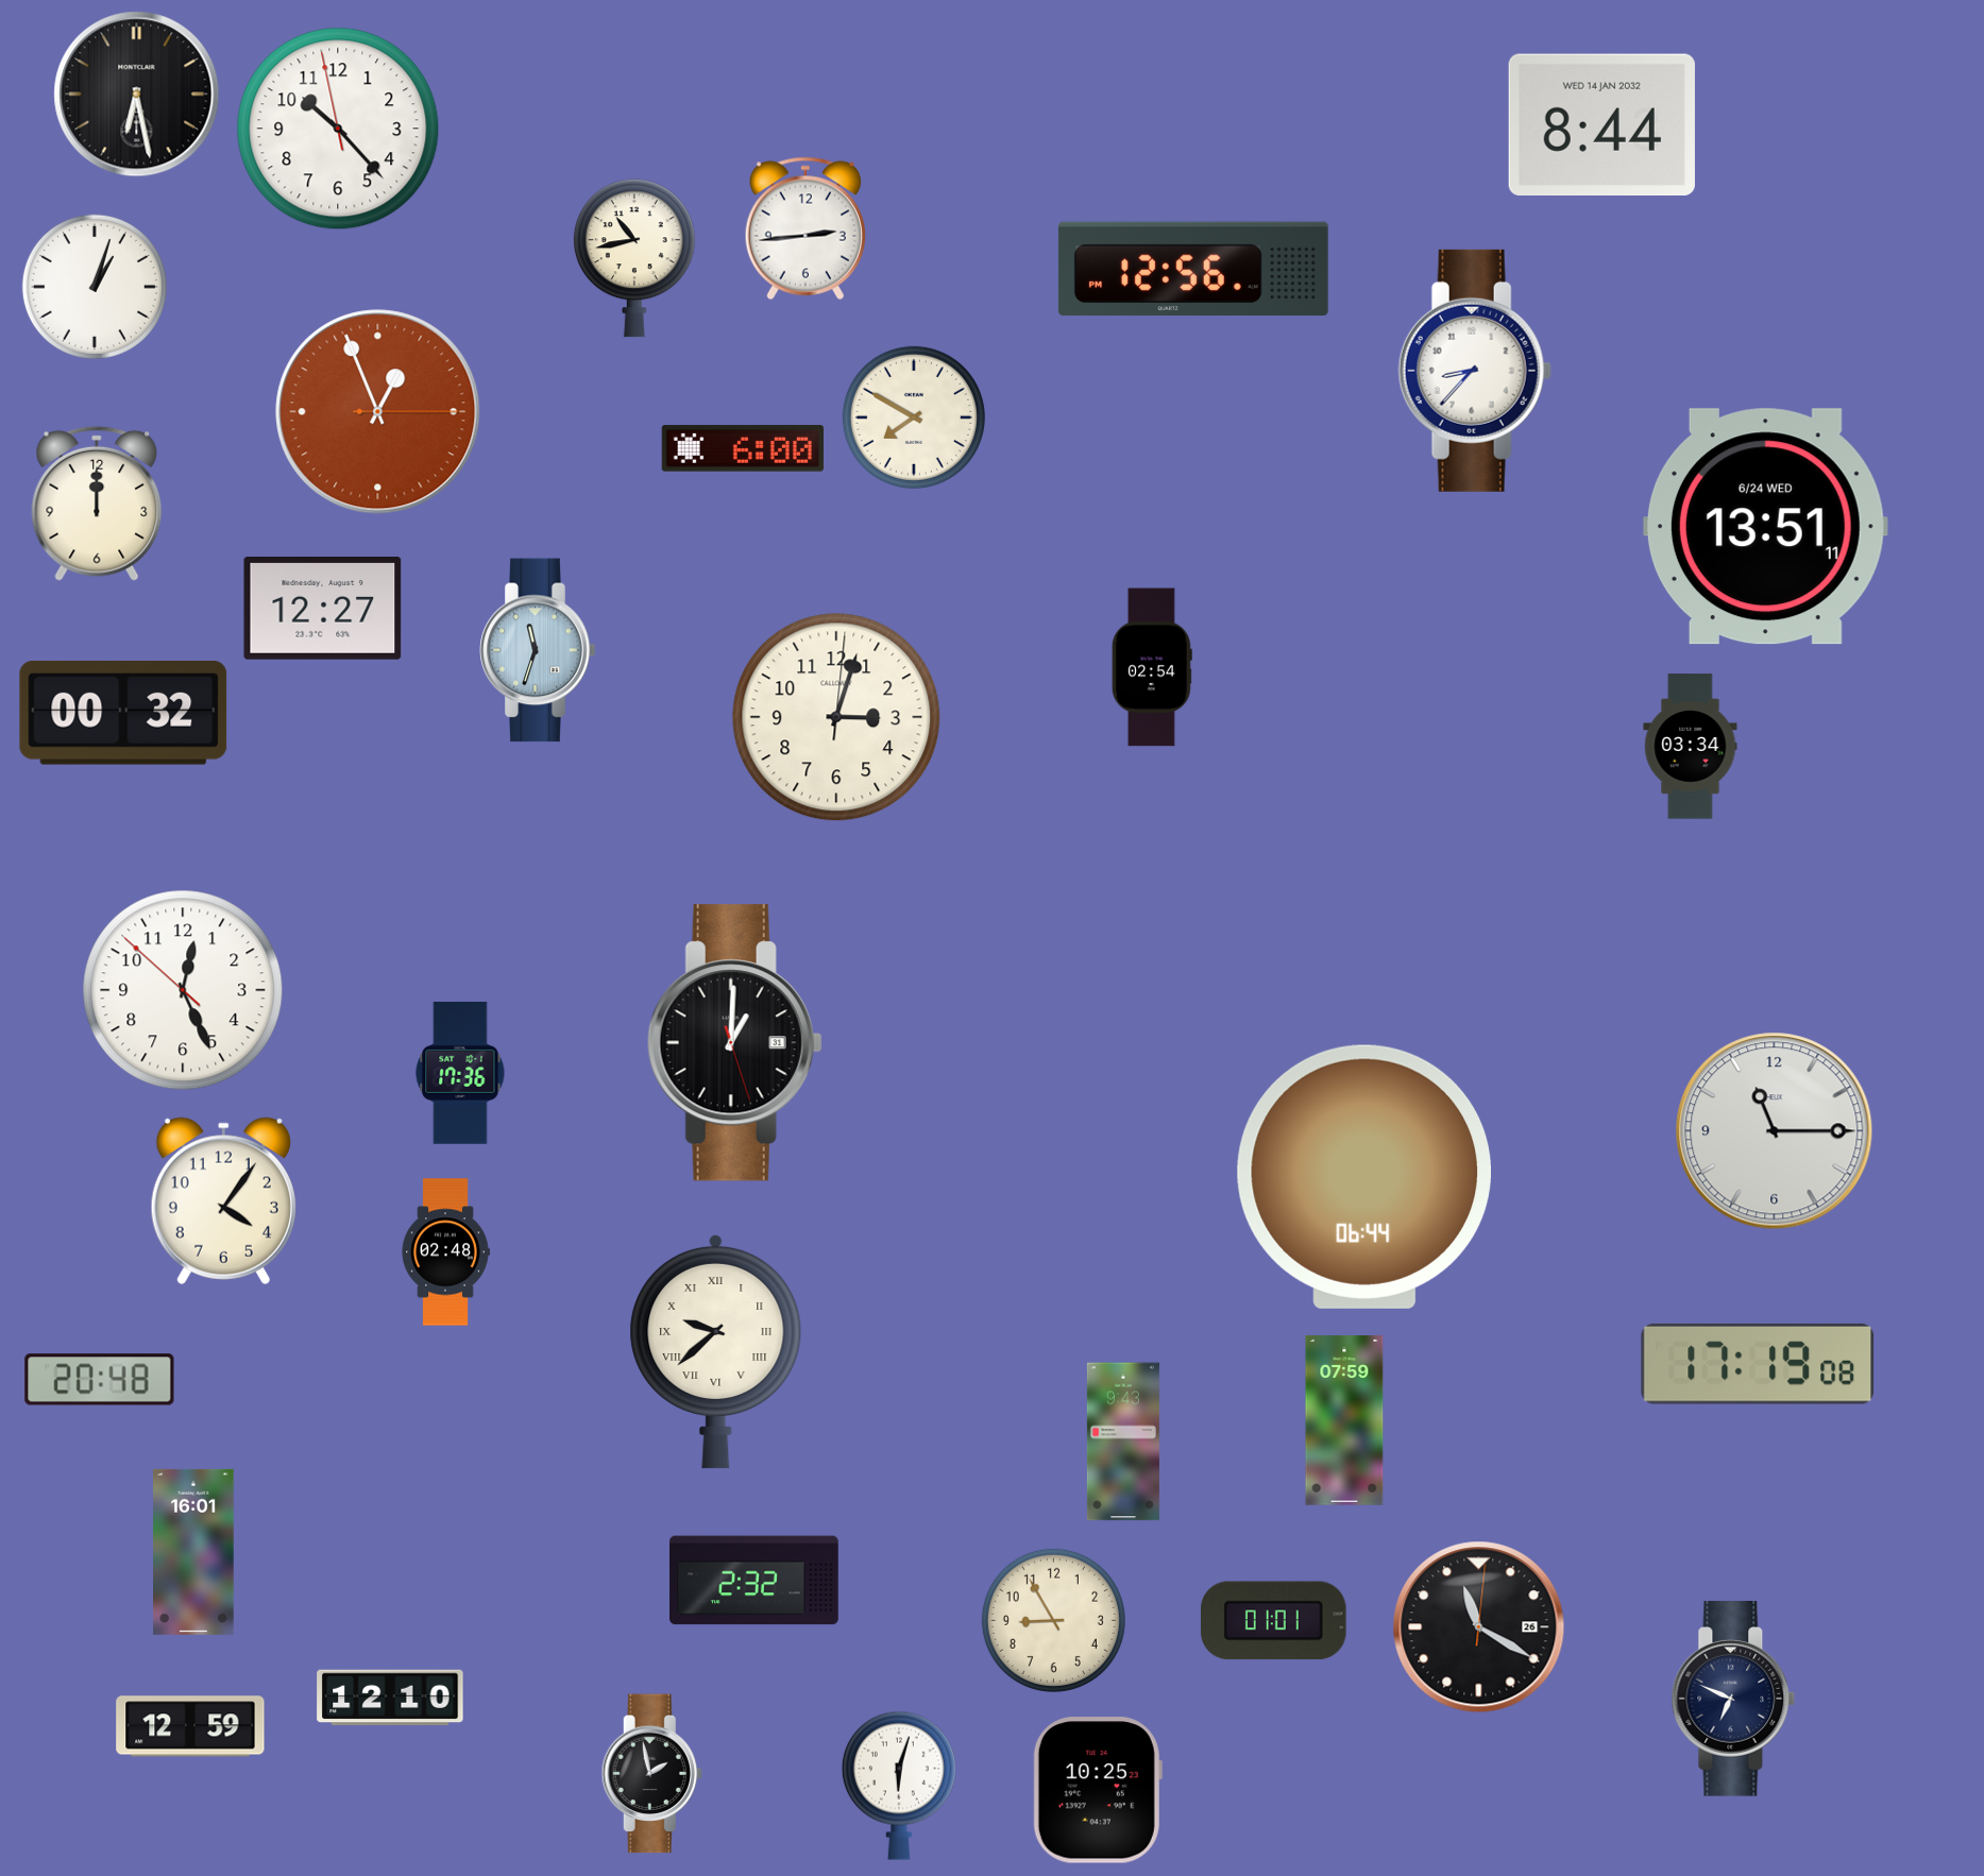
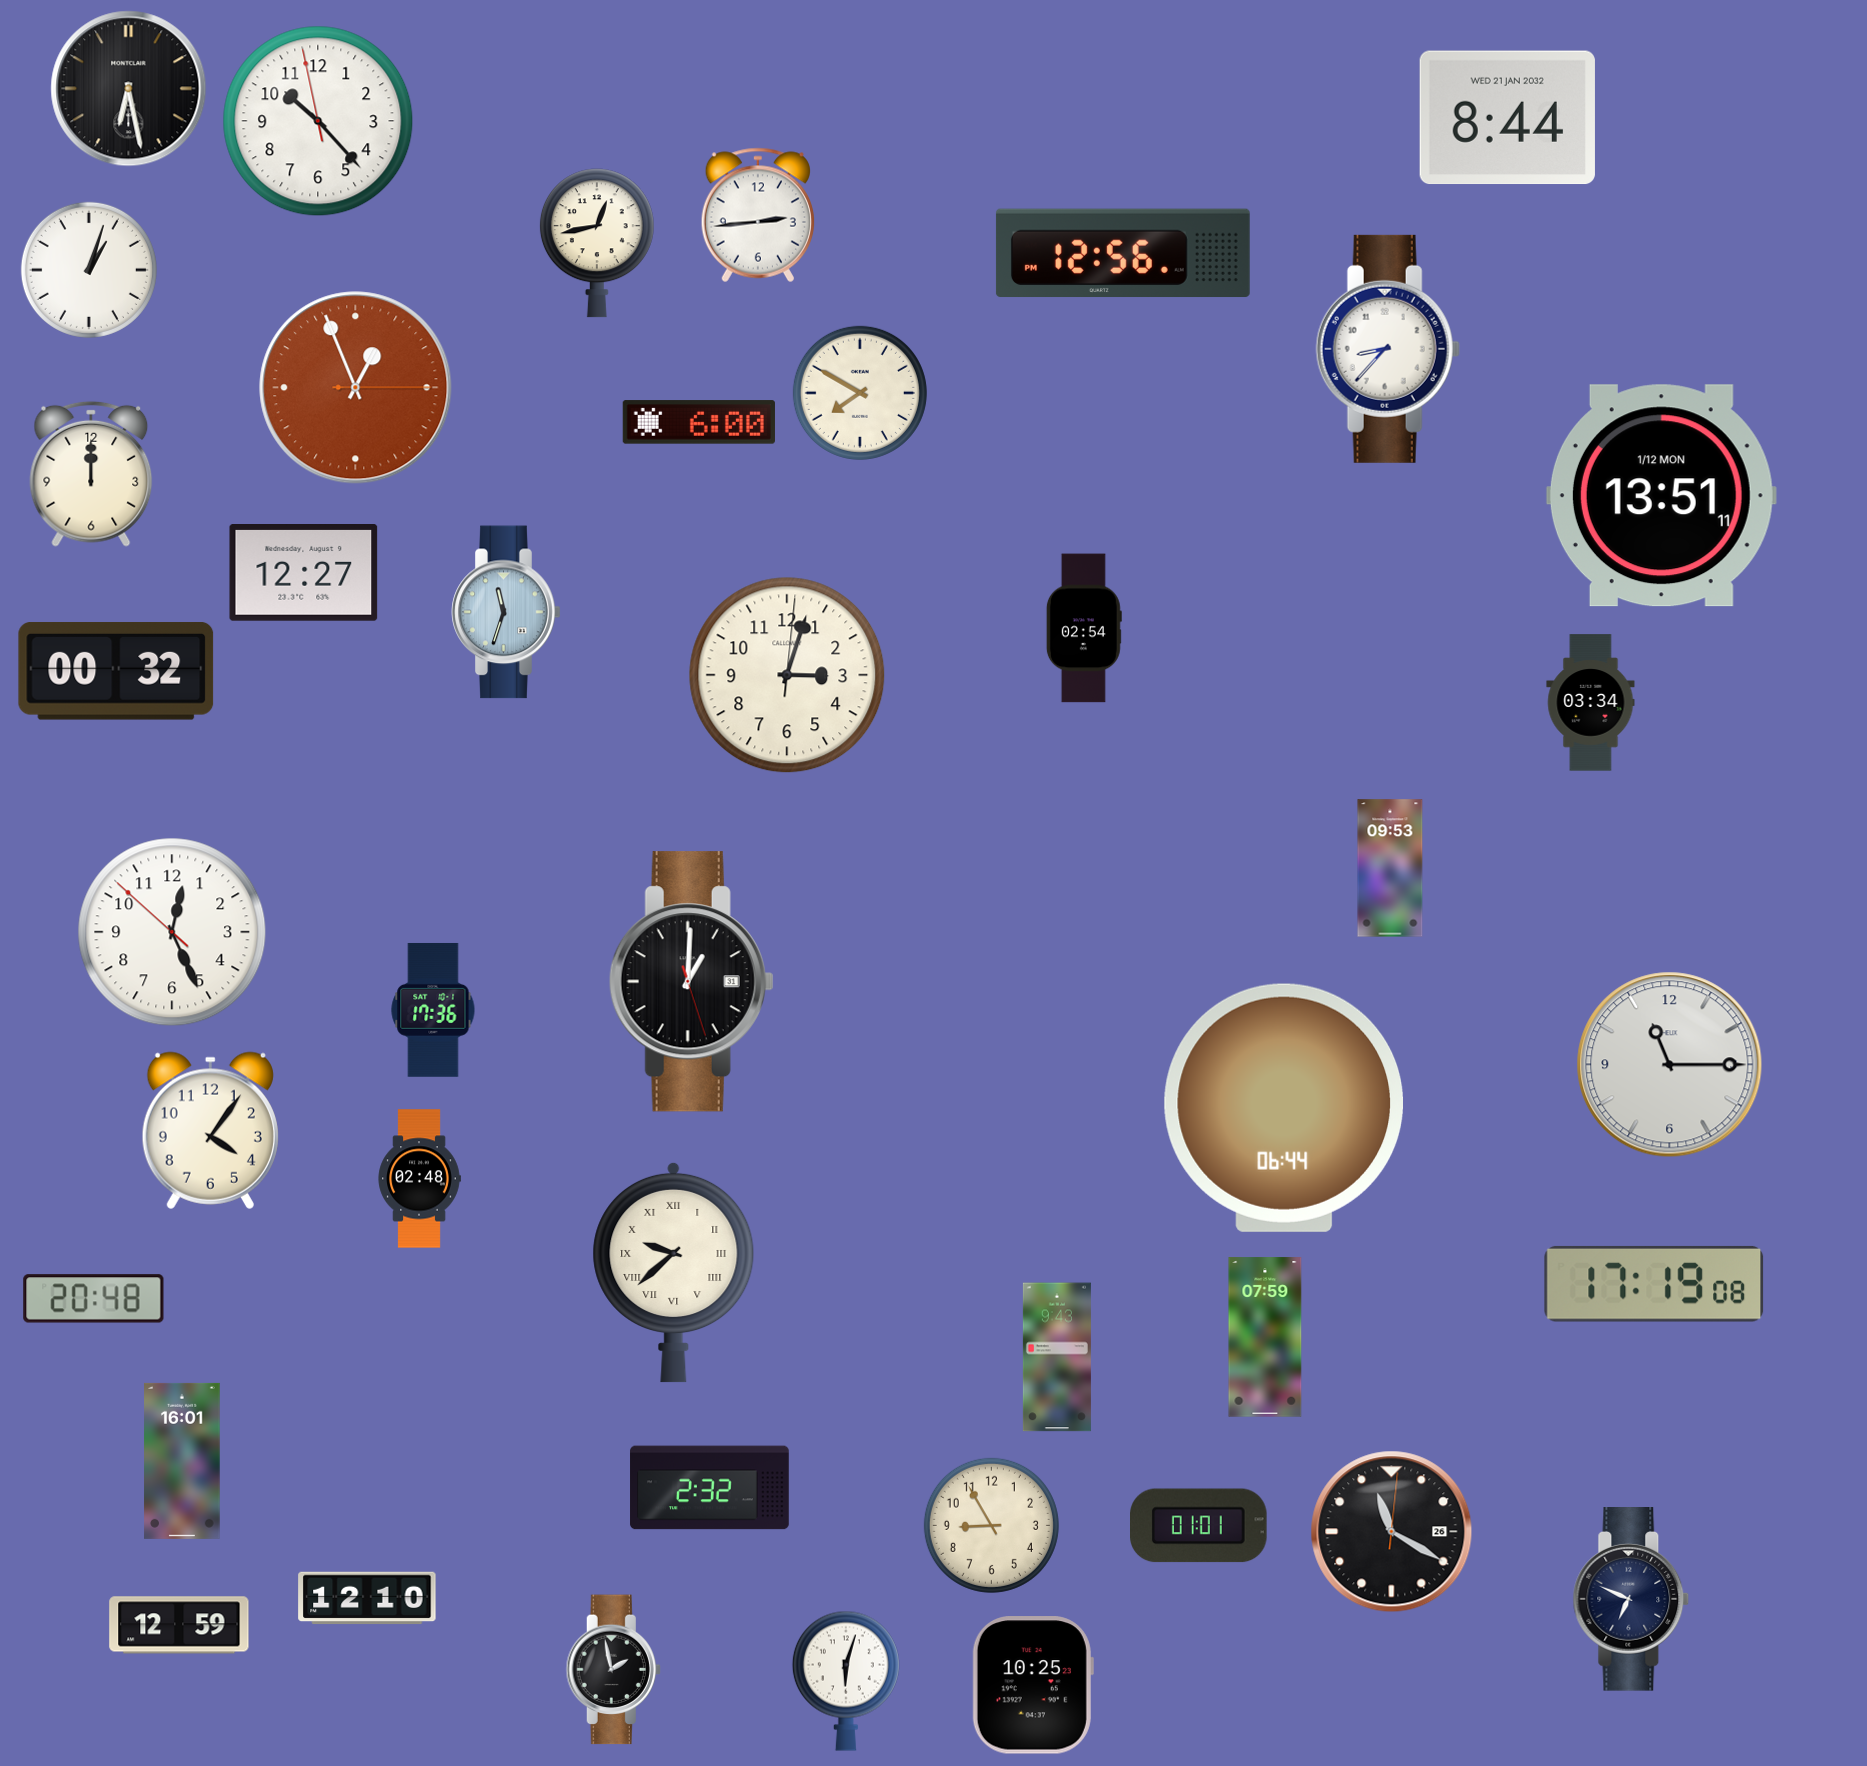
clock at (1601, 125) date: WED 14 JAN 2032 -> WED 21 JAN 2032
clock at (634, 258): 10:43 -> 12:43
clock at (1765, 527) date: 6/24 WED -> 1/12 MON
clock at (1390, 868): none -> 09:53
